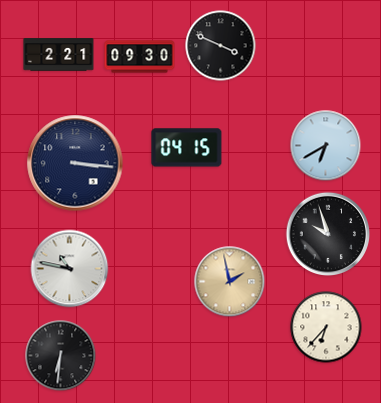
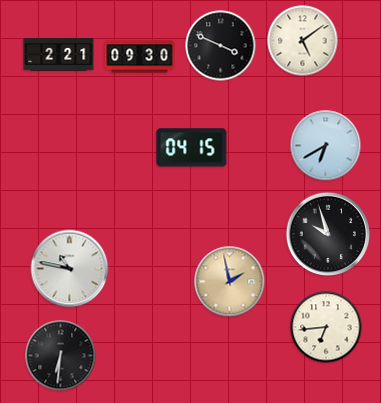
clock at (303, 41): none -> 5:09
clock at (187, 148) position: (187, 148) -> (192, 148)
clock at (75, 163): 3:16 -> none
clock at (326, 327): 6:37 -> 6:44
